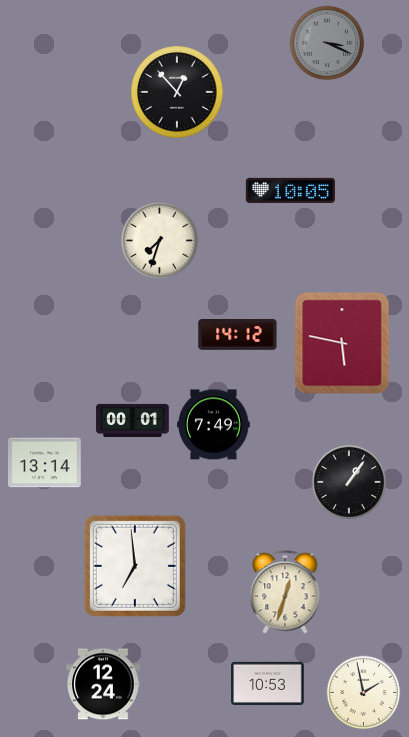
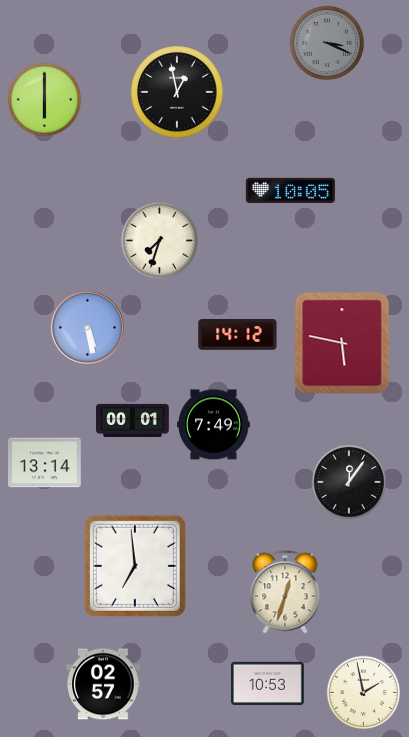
clock at (177, 92): 12:53 -> 12:58
clock at (45, 100): none -> 6:00
clock at (87, 327): none -> 5:28
clock at (349, 482): 1:06 -> 12:06
clock at (103, 684): 12:24 -> 02:57
